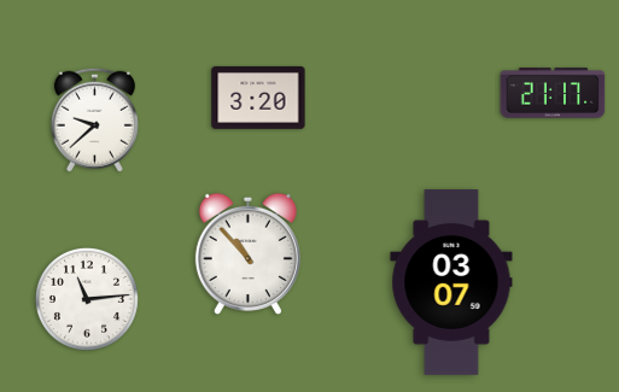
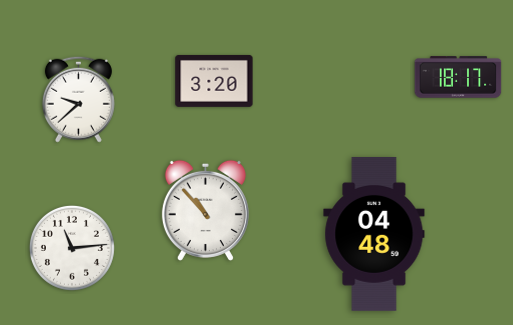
clock at (553, 93): 21:17 -> 18:17
clock at (451, 282): 03:07 -> 04:48
